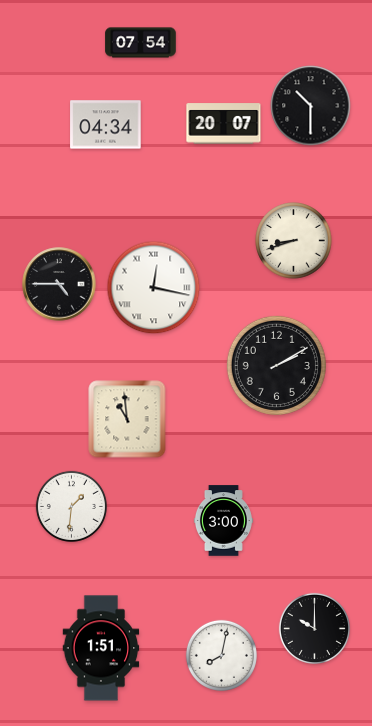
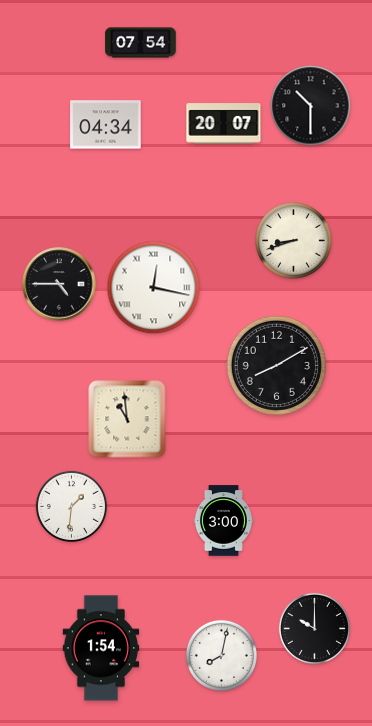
clock at (276, 365): 2:10 -> 8:10
clock at (101, 648): 1:51 -> 1:54
